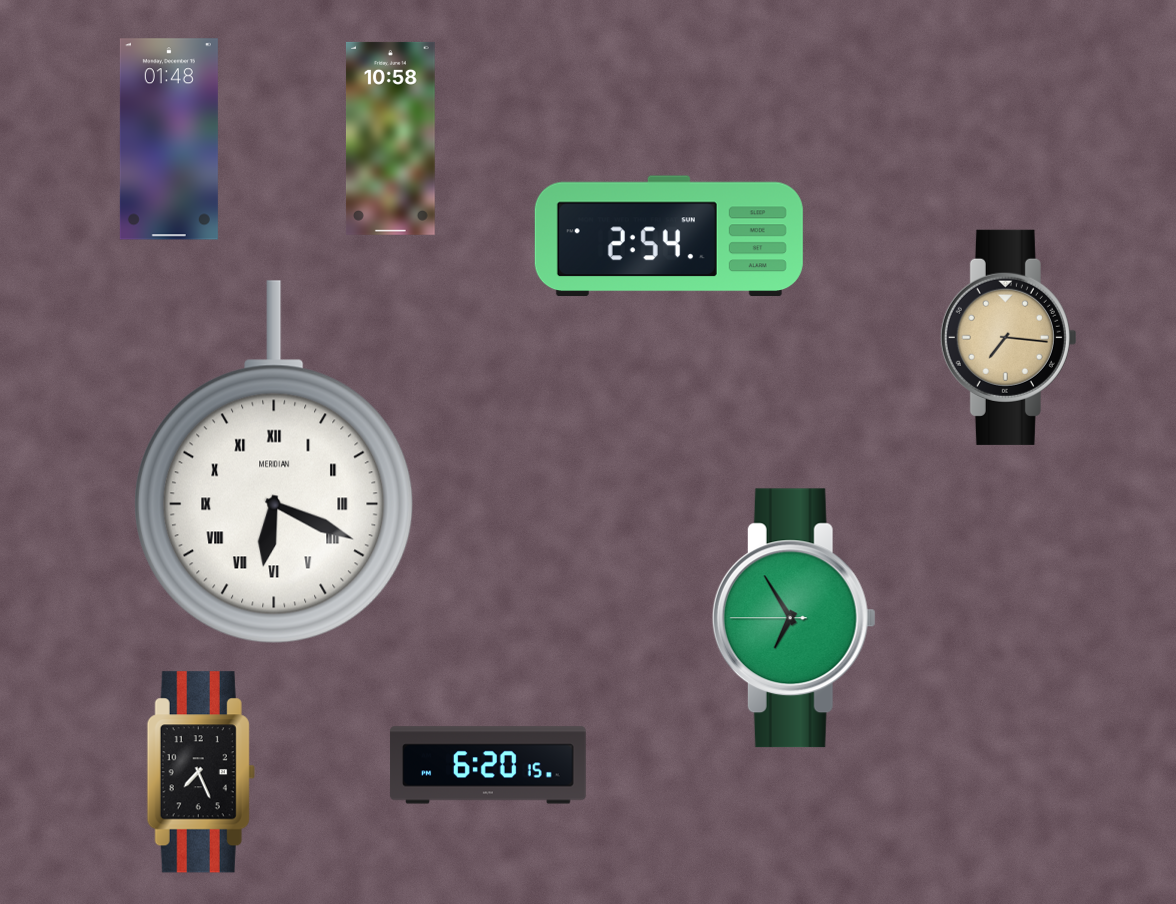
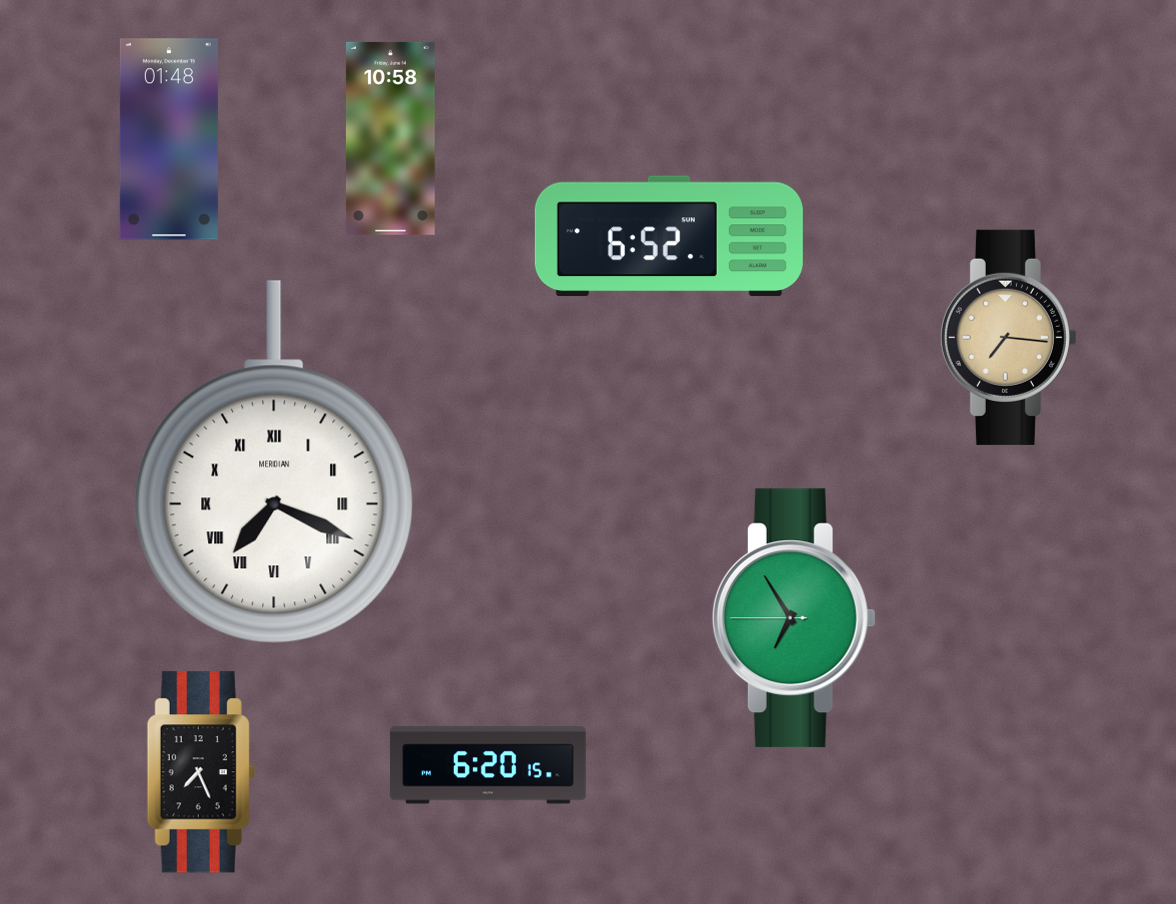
clock at (669, 236): 2:54 -> 6:52
clock at (274, 462): 6:19 -> 7:19
